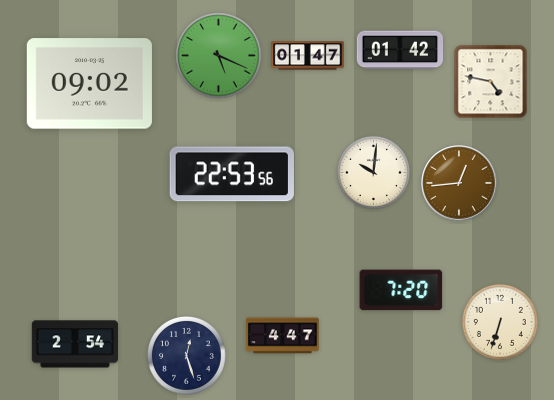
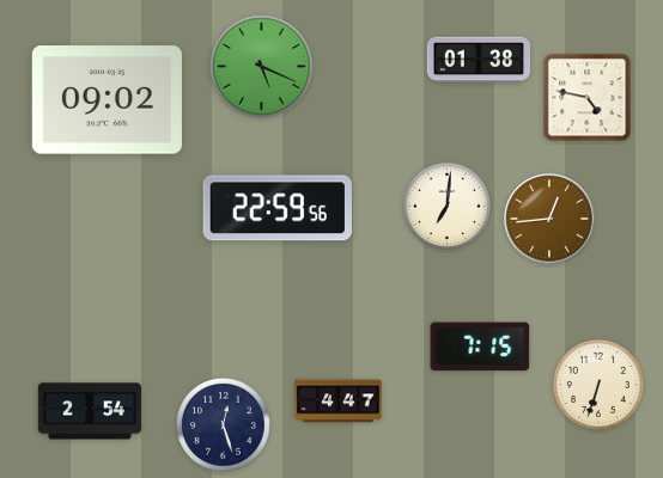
clock at (399, 50): 01:42 -> 01:38
clock at (308, 56): 01:47 -> none
clock at (373, 172): 10:01 -> 7:01
clock at (232, 174): 22:53 -> 22:59
clock at (401, 290): 7:20 -> 7:15
